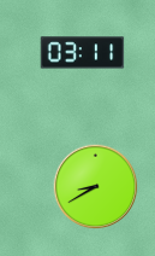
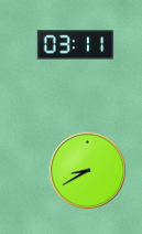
clock at (83, 53) position: (83, 53) -> (76, 45)
